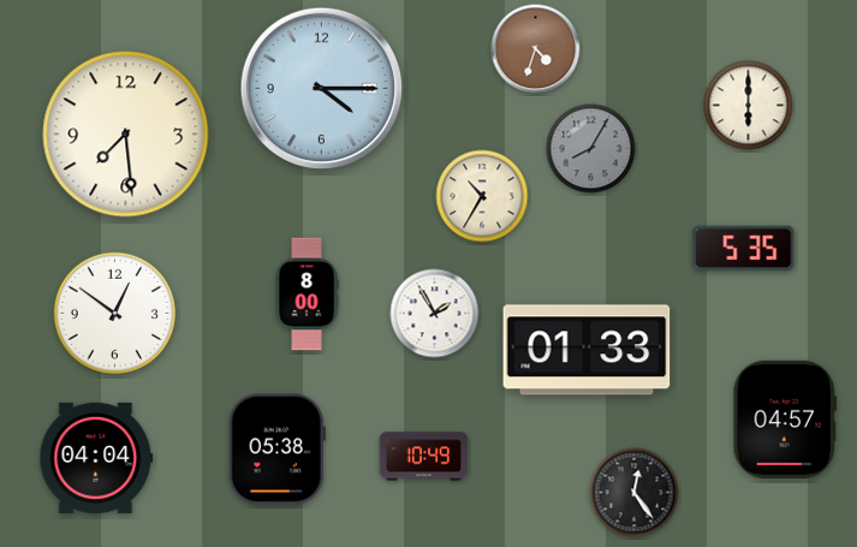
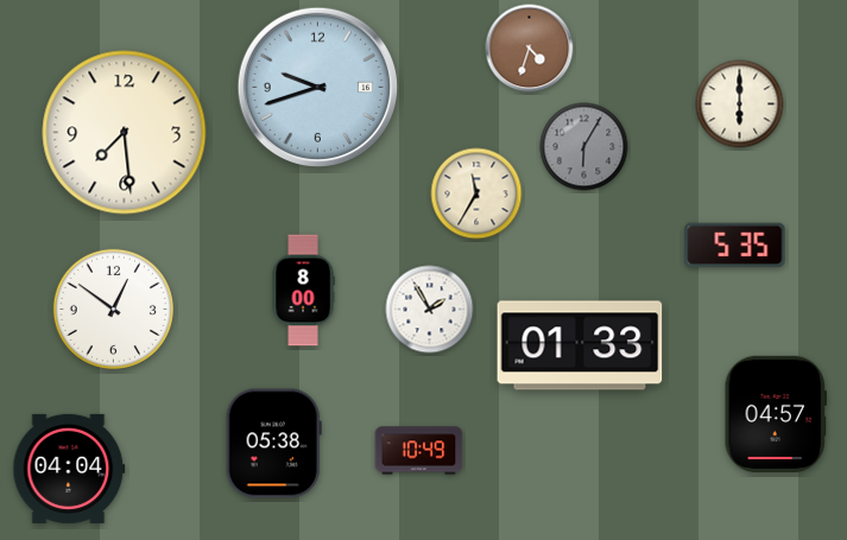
clock at (321, 88): 4:15 -> 9:42
clock at (591, 149): 8:05 -> 6:05
clock at (482, 196): 10:35 -> 11:35
clock at (96, 458) position: (96, 458) -> (69, 469)
clock at (635, 493): 12:24 -> none
